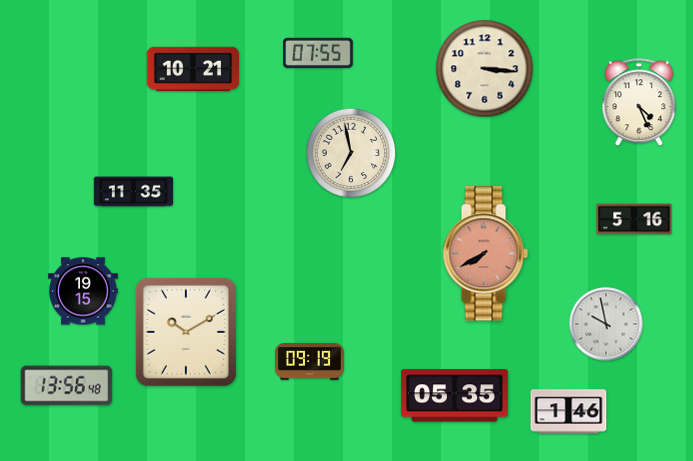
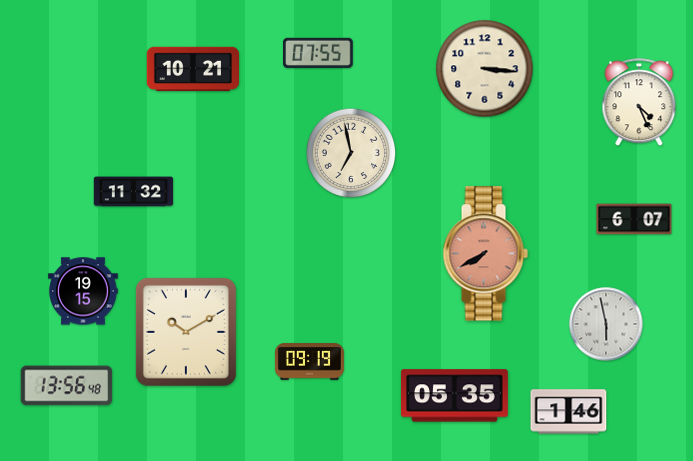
clock at (134, 192): 11:35 -> 11:32
clock at (634, 219): 5:16 -> 6:07
clock at (606, 324): 9:58 -> 5:58
